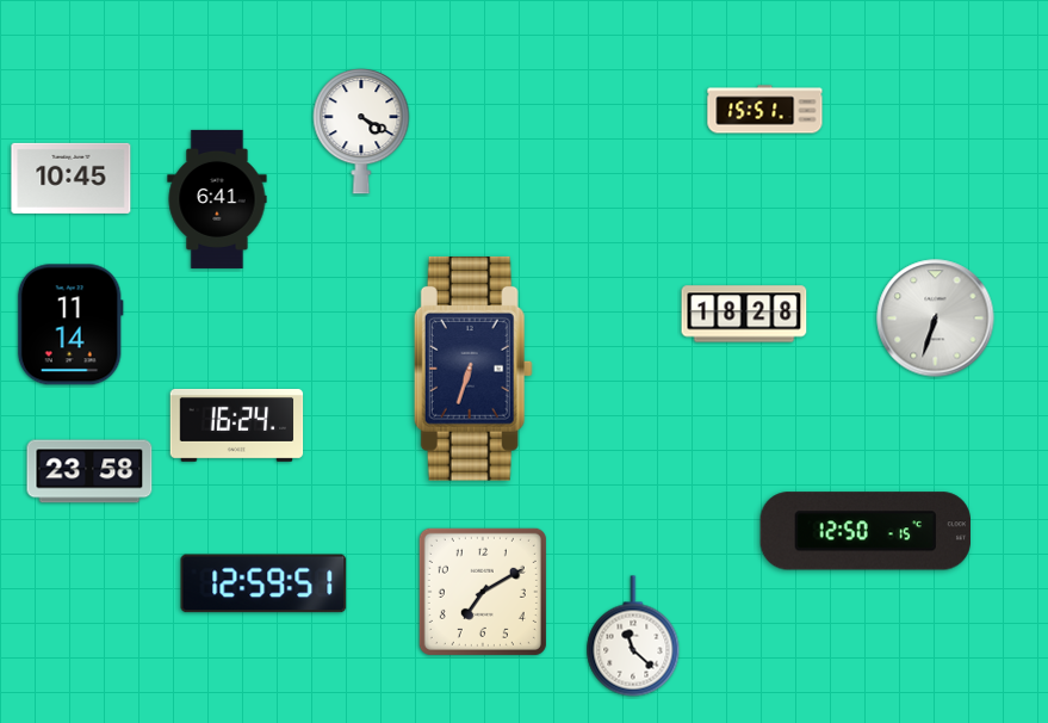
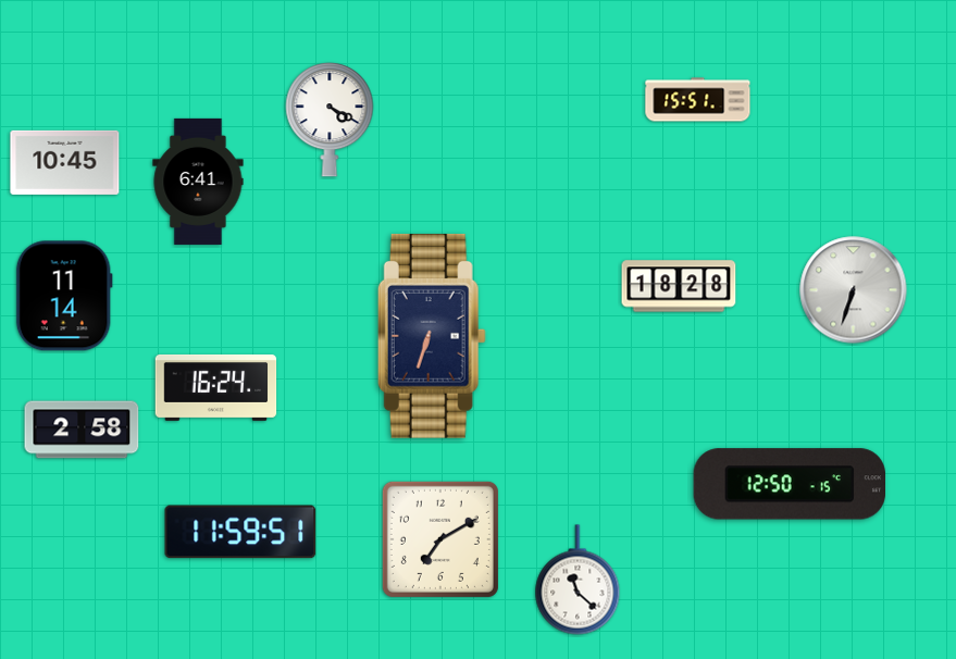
clock at (89, 471): 23:58 -> 2:58
clock at (263, 583): 12:59 -> 11:59
